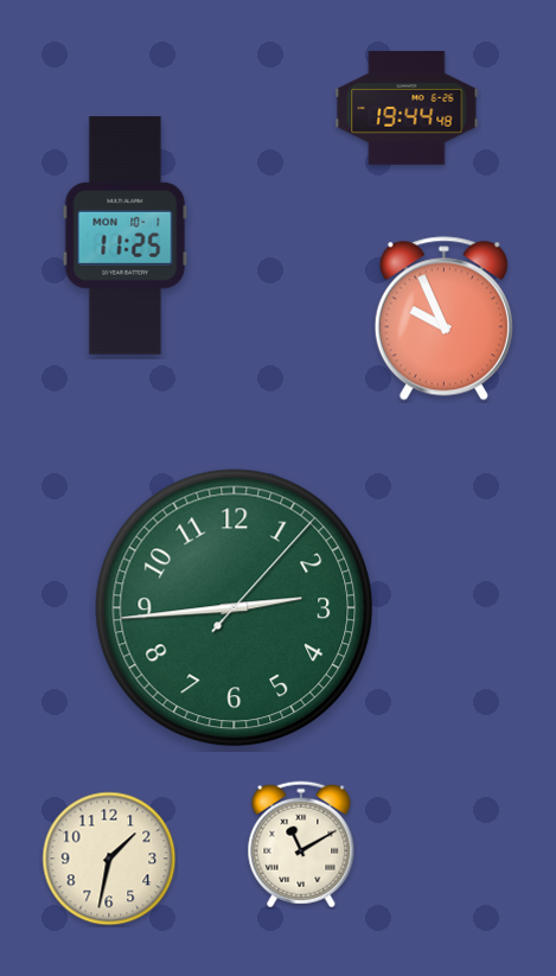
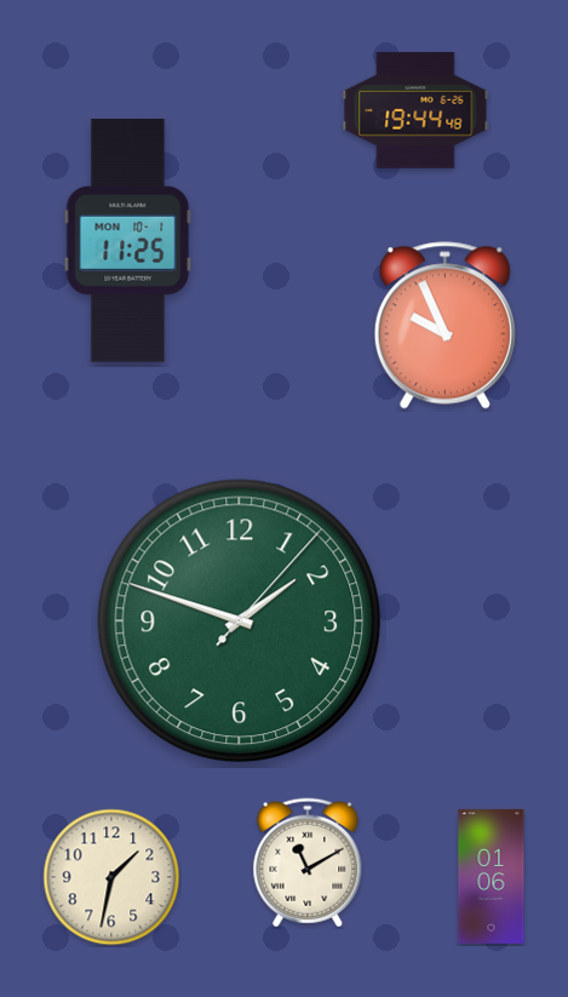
clock at (443, 319) position: (443, 319) -> (444, 326)
clock at (235, 608): 2:44 -> 1:48
clock at (492, 876): none -> 01:06
